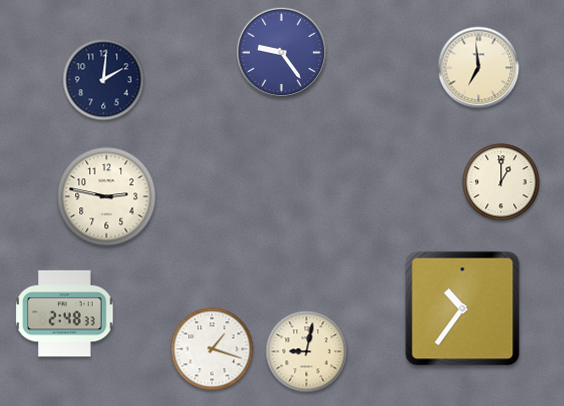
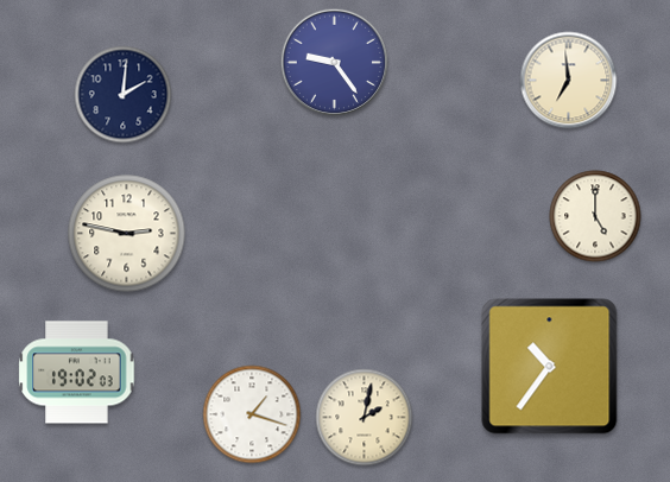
clock at (501, 182): 1:00 -> 5:00
clock at (65, 314): 2:48 -> 19:02
clock at (307, 352): 9:02 -> 2:02
